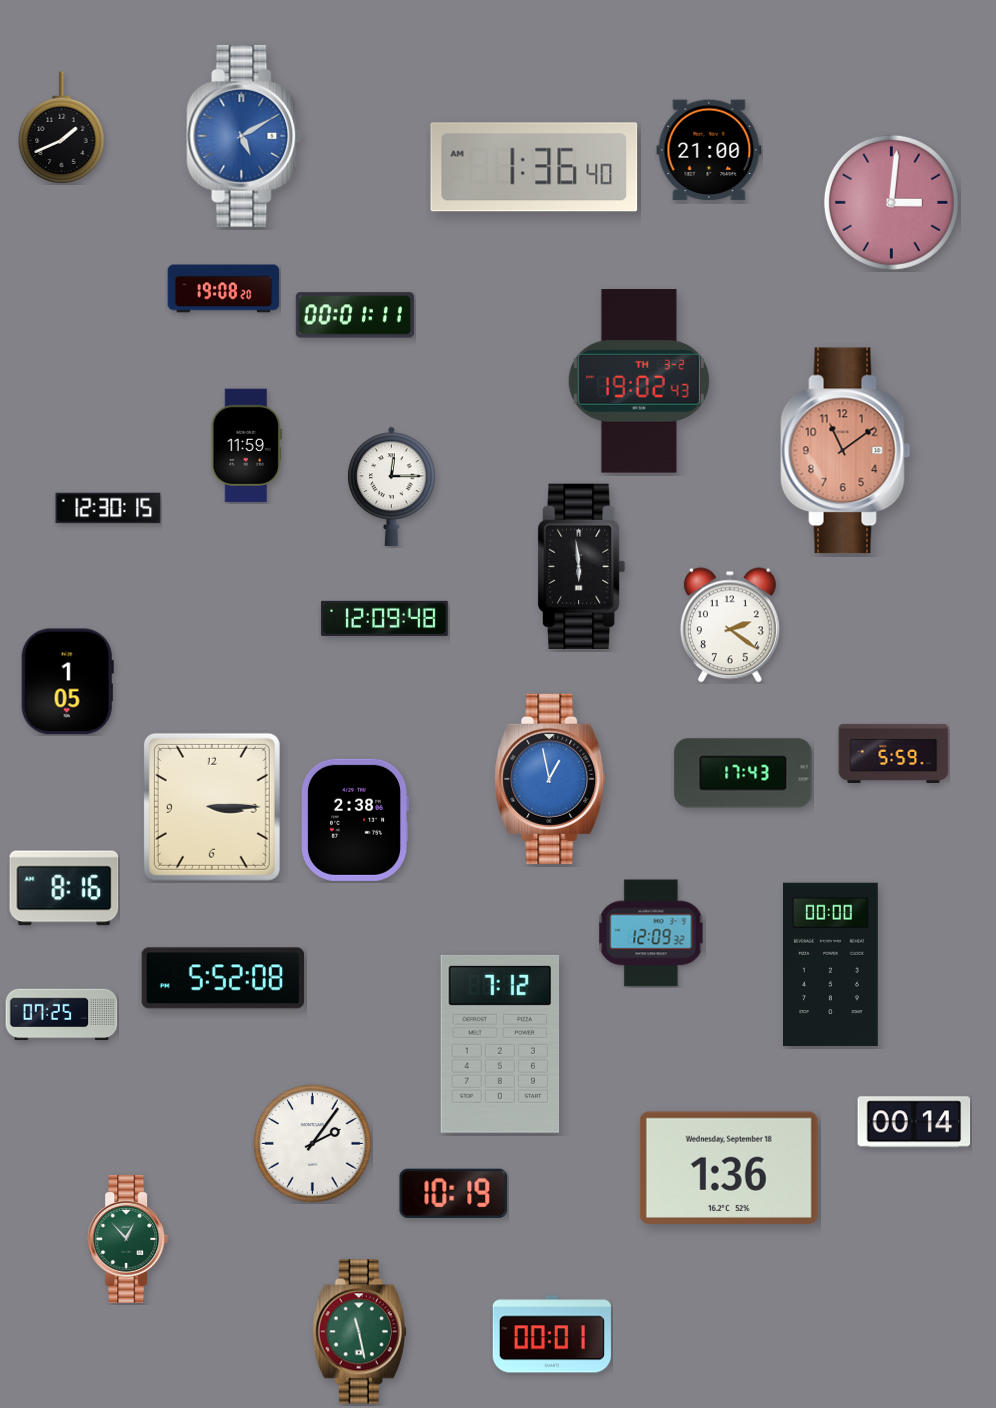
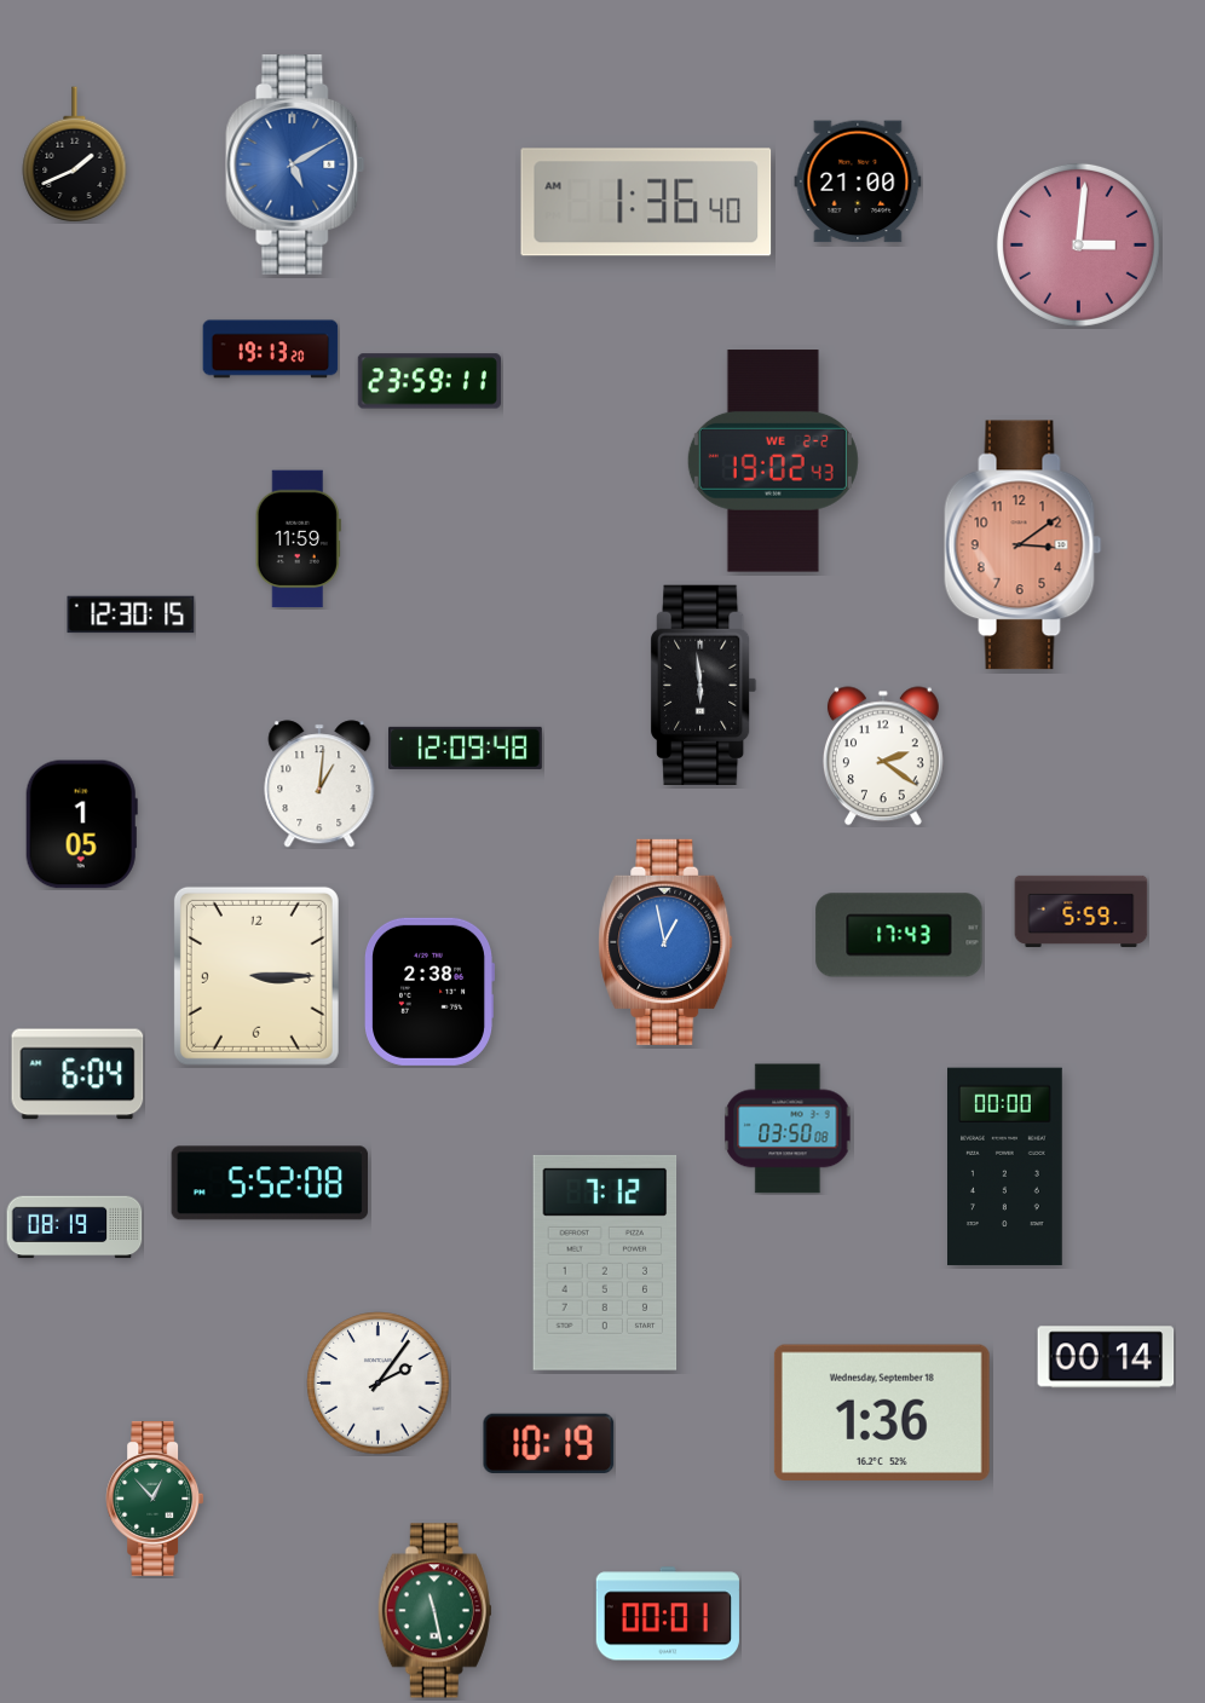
clock at (224, 289): 19:08 -> 19:13
clock at (355, 315): 00:01 -> 23:59
clock at (639, 381) date: TH 3-2 -> WE 2-2
clock at (846, 451): 11:09 -> 3:09
clock at (392, 486): 12:15 -> none
clock at (319, 784): none -> 1:01
clock at (64, 888): 8:16 -> 6:04
clock at (651, 933): 12:09 -> 03:50
clock at (62, 1015): 07:25 -> 08:19
